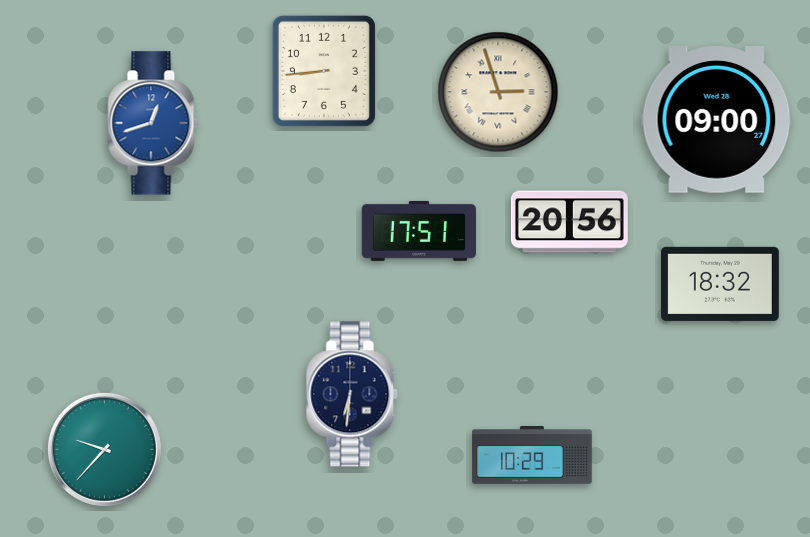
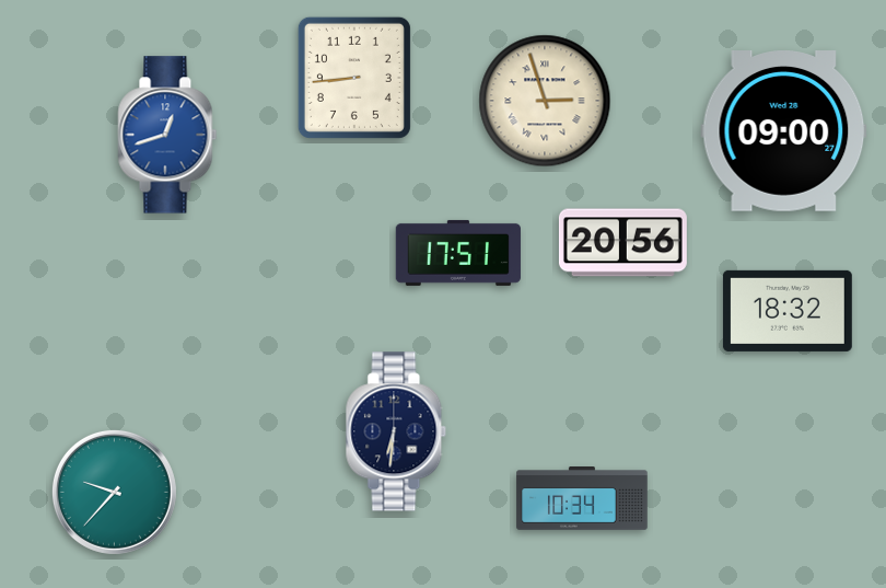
clock at (352, 394) position: (352, 394) -> (396, 431)
clock at (532, 456): 10:29 -> 10:34
